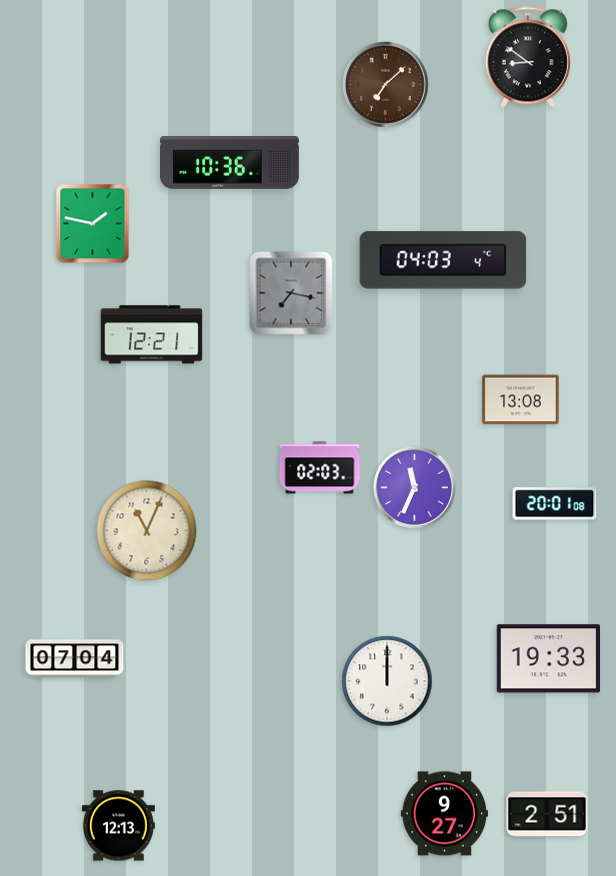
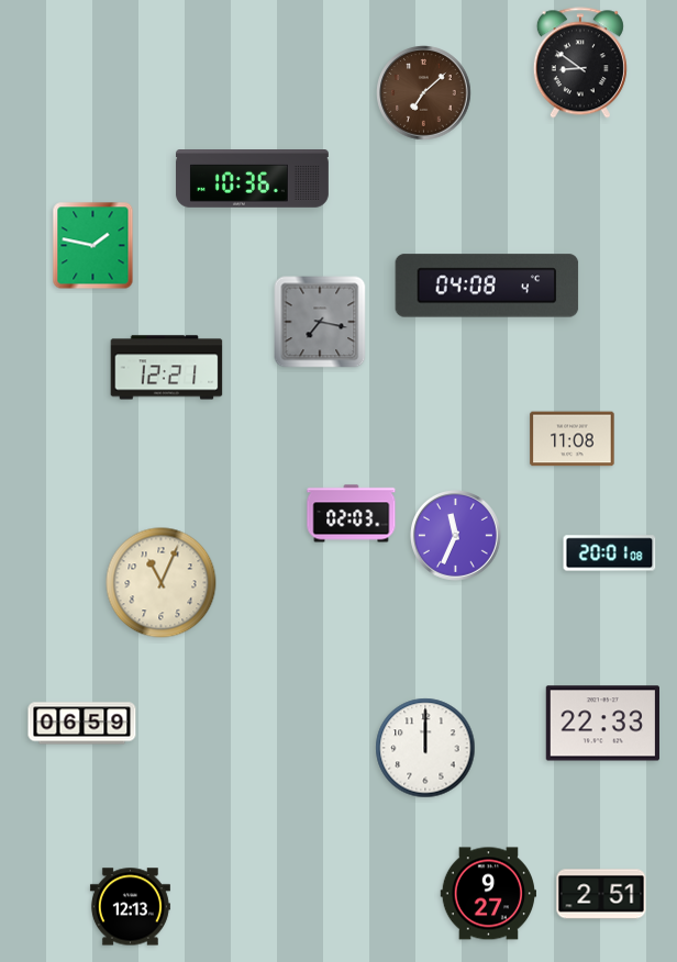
clock at (93, 224) position: (93, 224) -> (93, 246)
clock at (443, 260): 04:03 -> 04:08
clock at (521, 400): 13:08 -> 11:08
clock at (75, 659): 07:04 -> 06:59
clock at (548, 659): 19:33 -> 22:33
